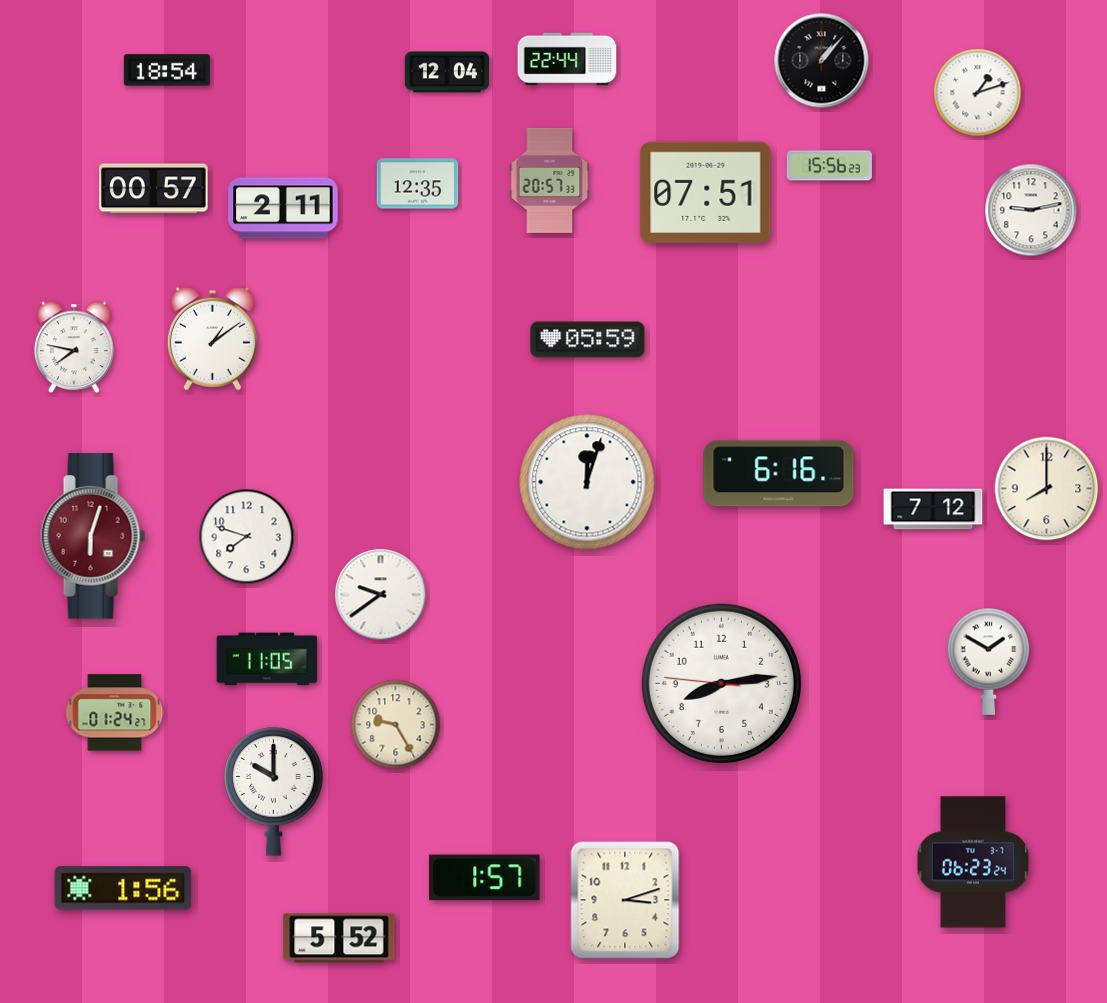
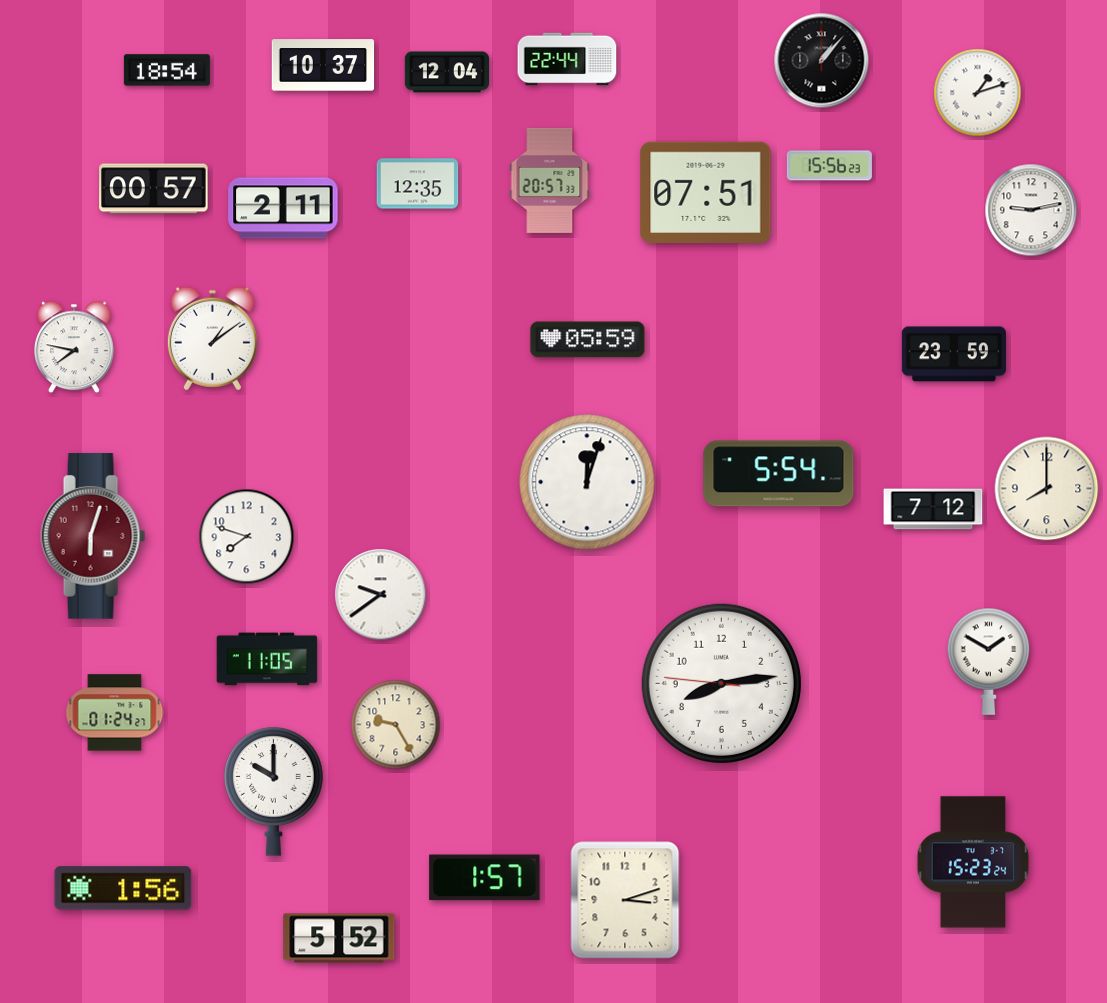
clock at (323, 65): none -> 10:37
clock at (954, 354): none -> 23:59
clock at (779, 474): 6:16 -> 5:54
clock at (973, 862): 06:23 -> 15:23
